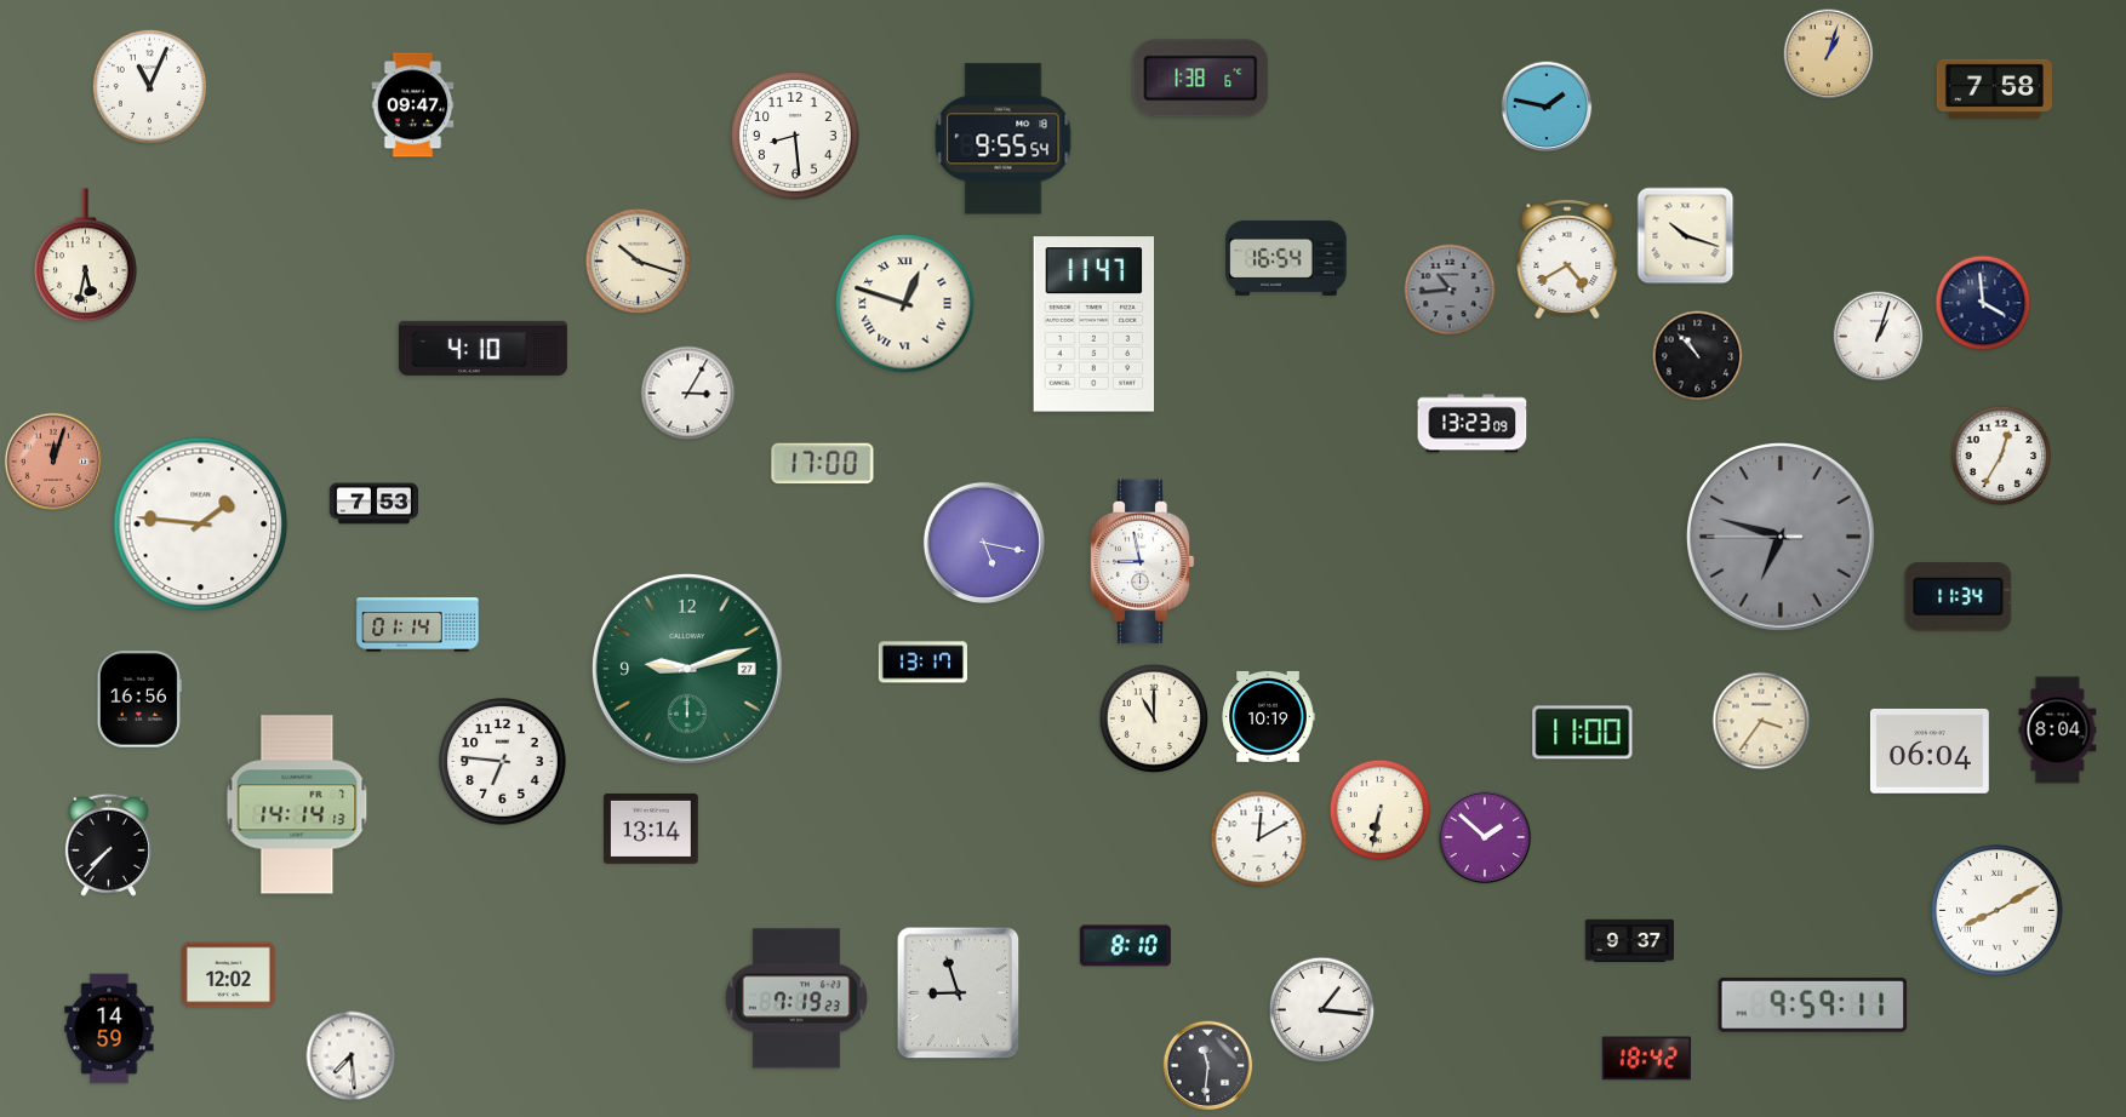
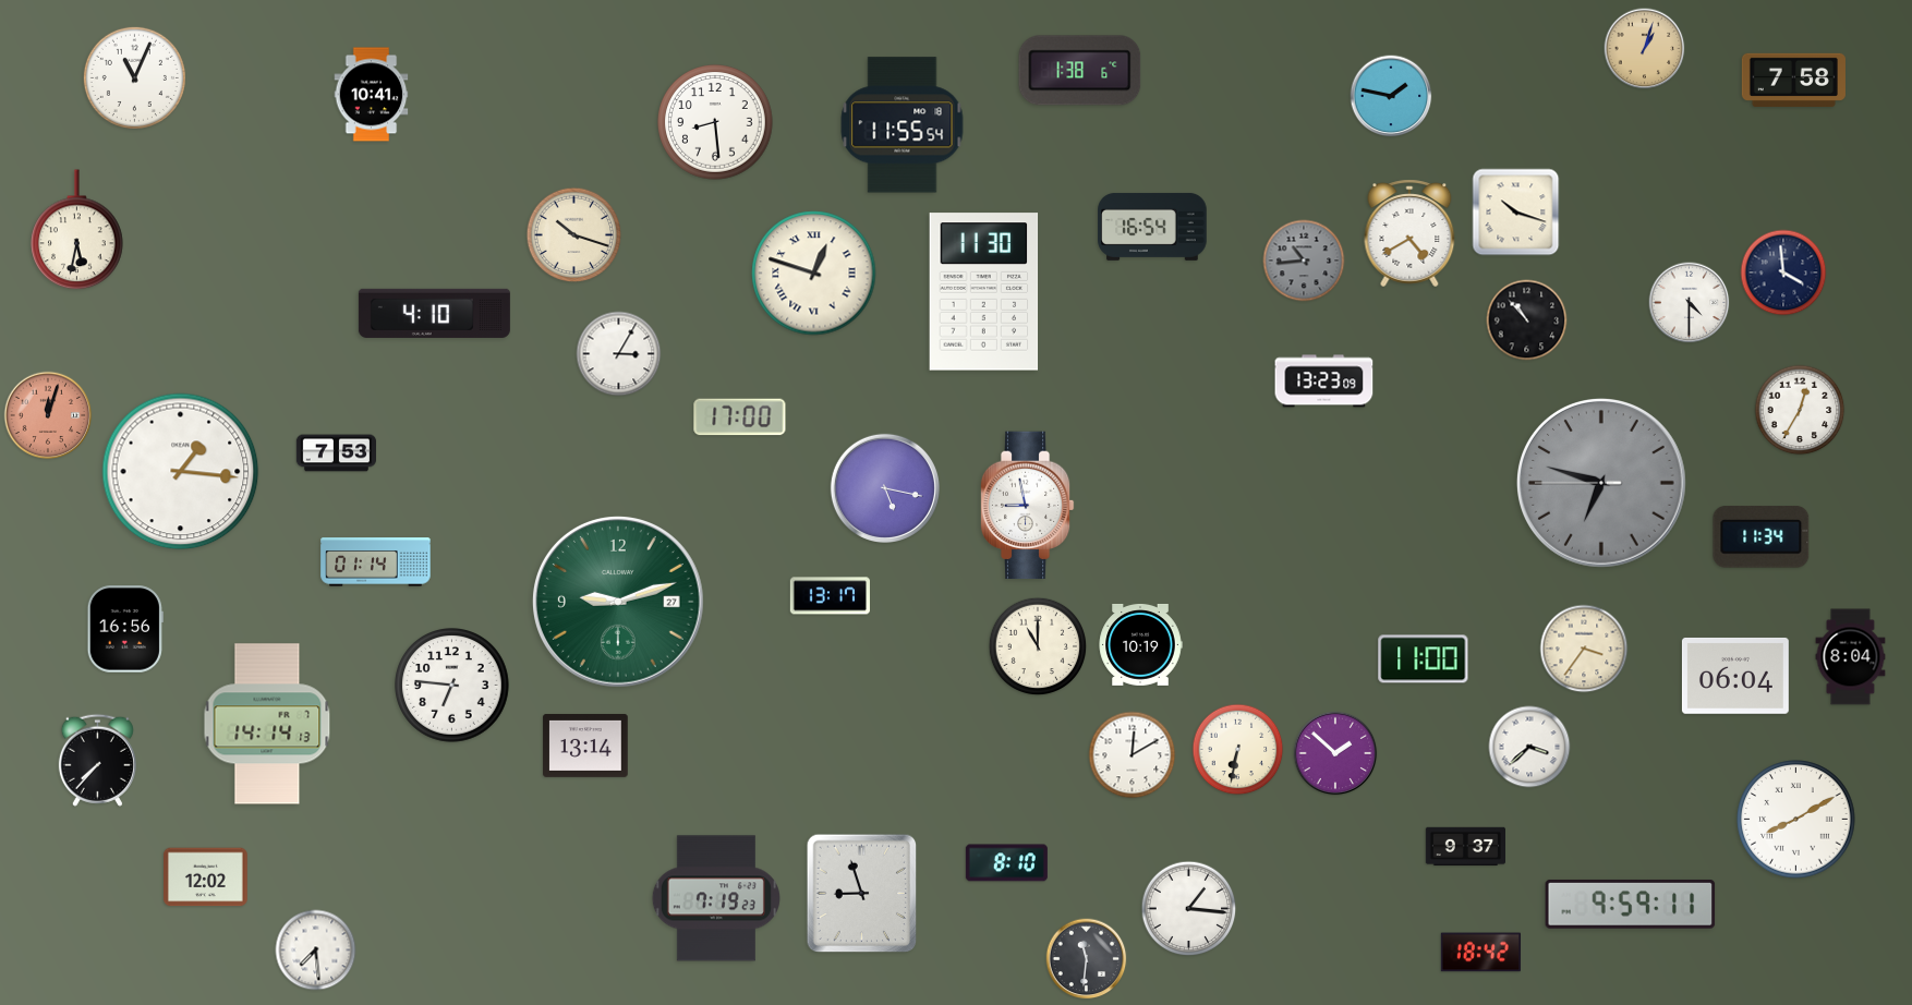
clock at (413, 105): 09:47 -> 10:41
clock at (1004, 139): 9:55 -> 11:55
clock at (1286, 258) position: (1286, 258) -> (1152, 227)
clock at (1095, 325): 11:47 -> 11:30
clock at (1879, 337): 1:03 -> 4:30
clock at (201, 525): 1:46 -> 1:16
clock at (1381, 810) position: (1381, 810) -> (1238, 750)
clock at (1529, 747): none -> 3:38
clock at (1125, 946) position: (1125, 946) -> (1006, 863)
clock at (109, 1029): 14:59 -> none
